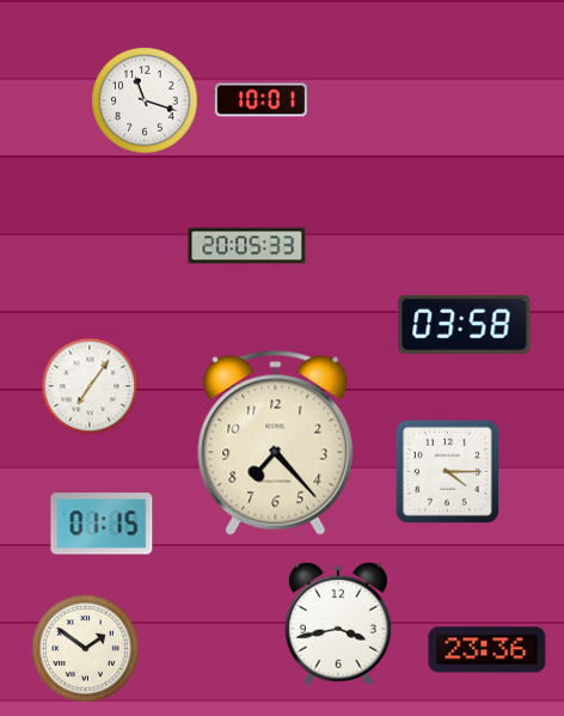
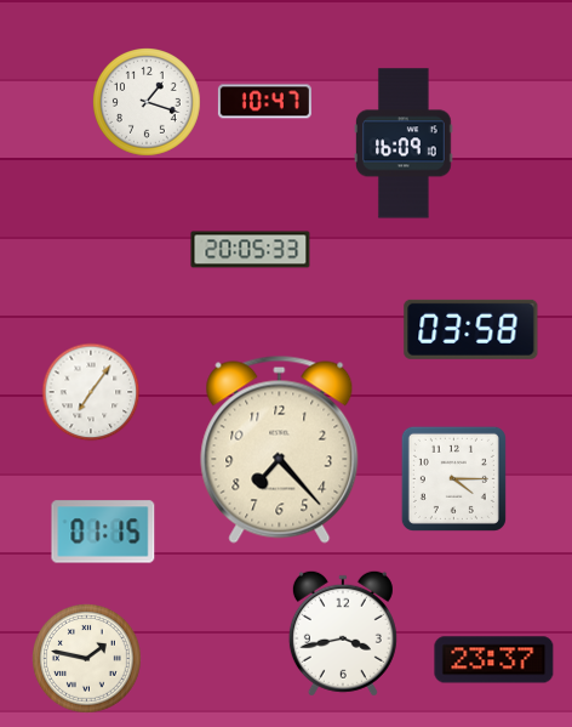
clock at (260, 100): 10:01 -> 10:47
clock at (146, 102): 11:18 -> 1:18
clock at (405, 143): none -> 16:09
clock at (86, 649): 1:51 -> 1:47
clock at (488, 650): 23:36 -> 23:37
